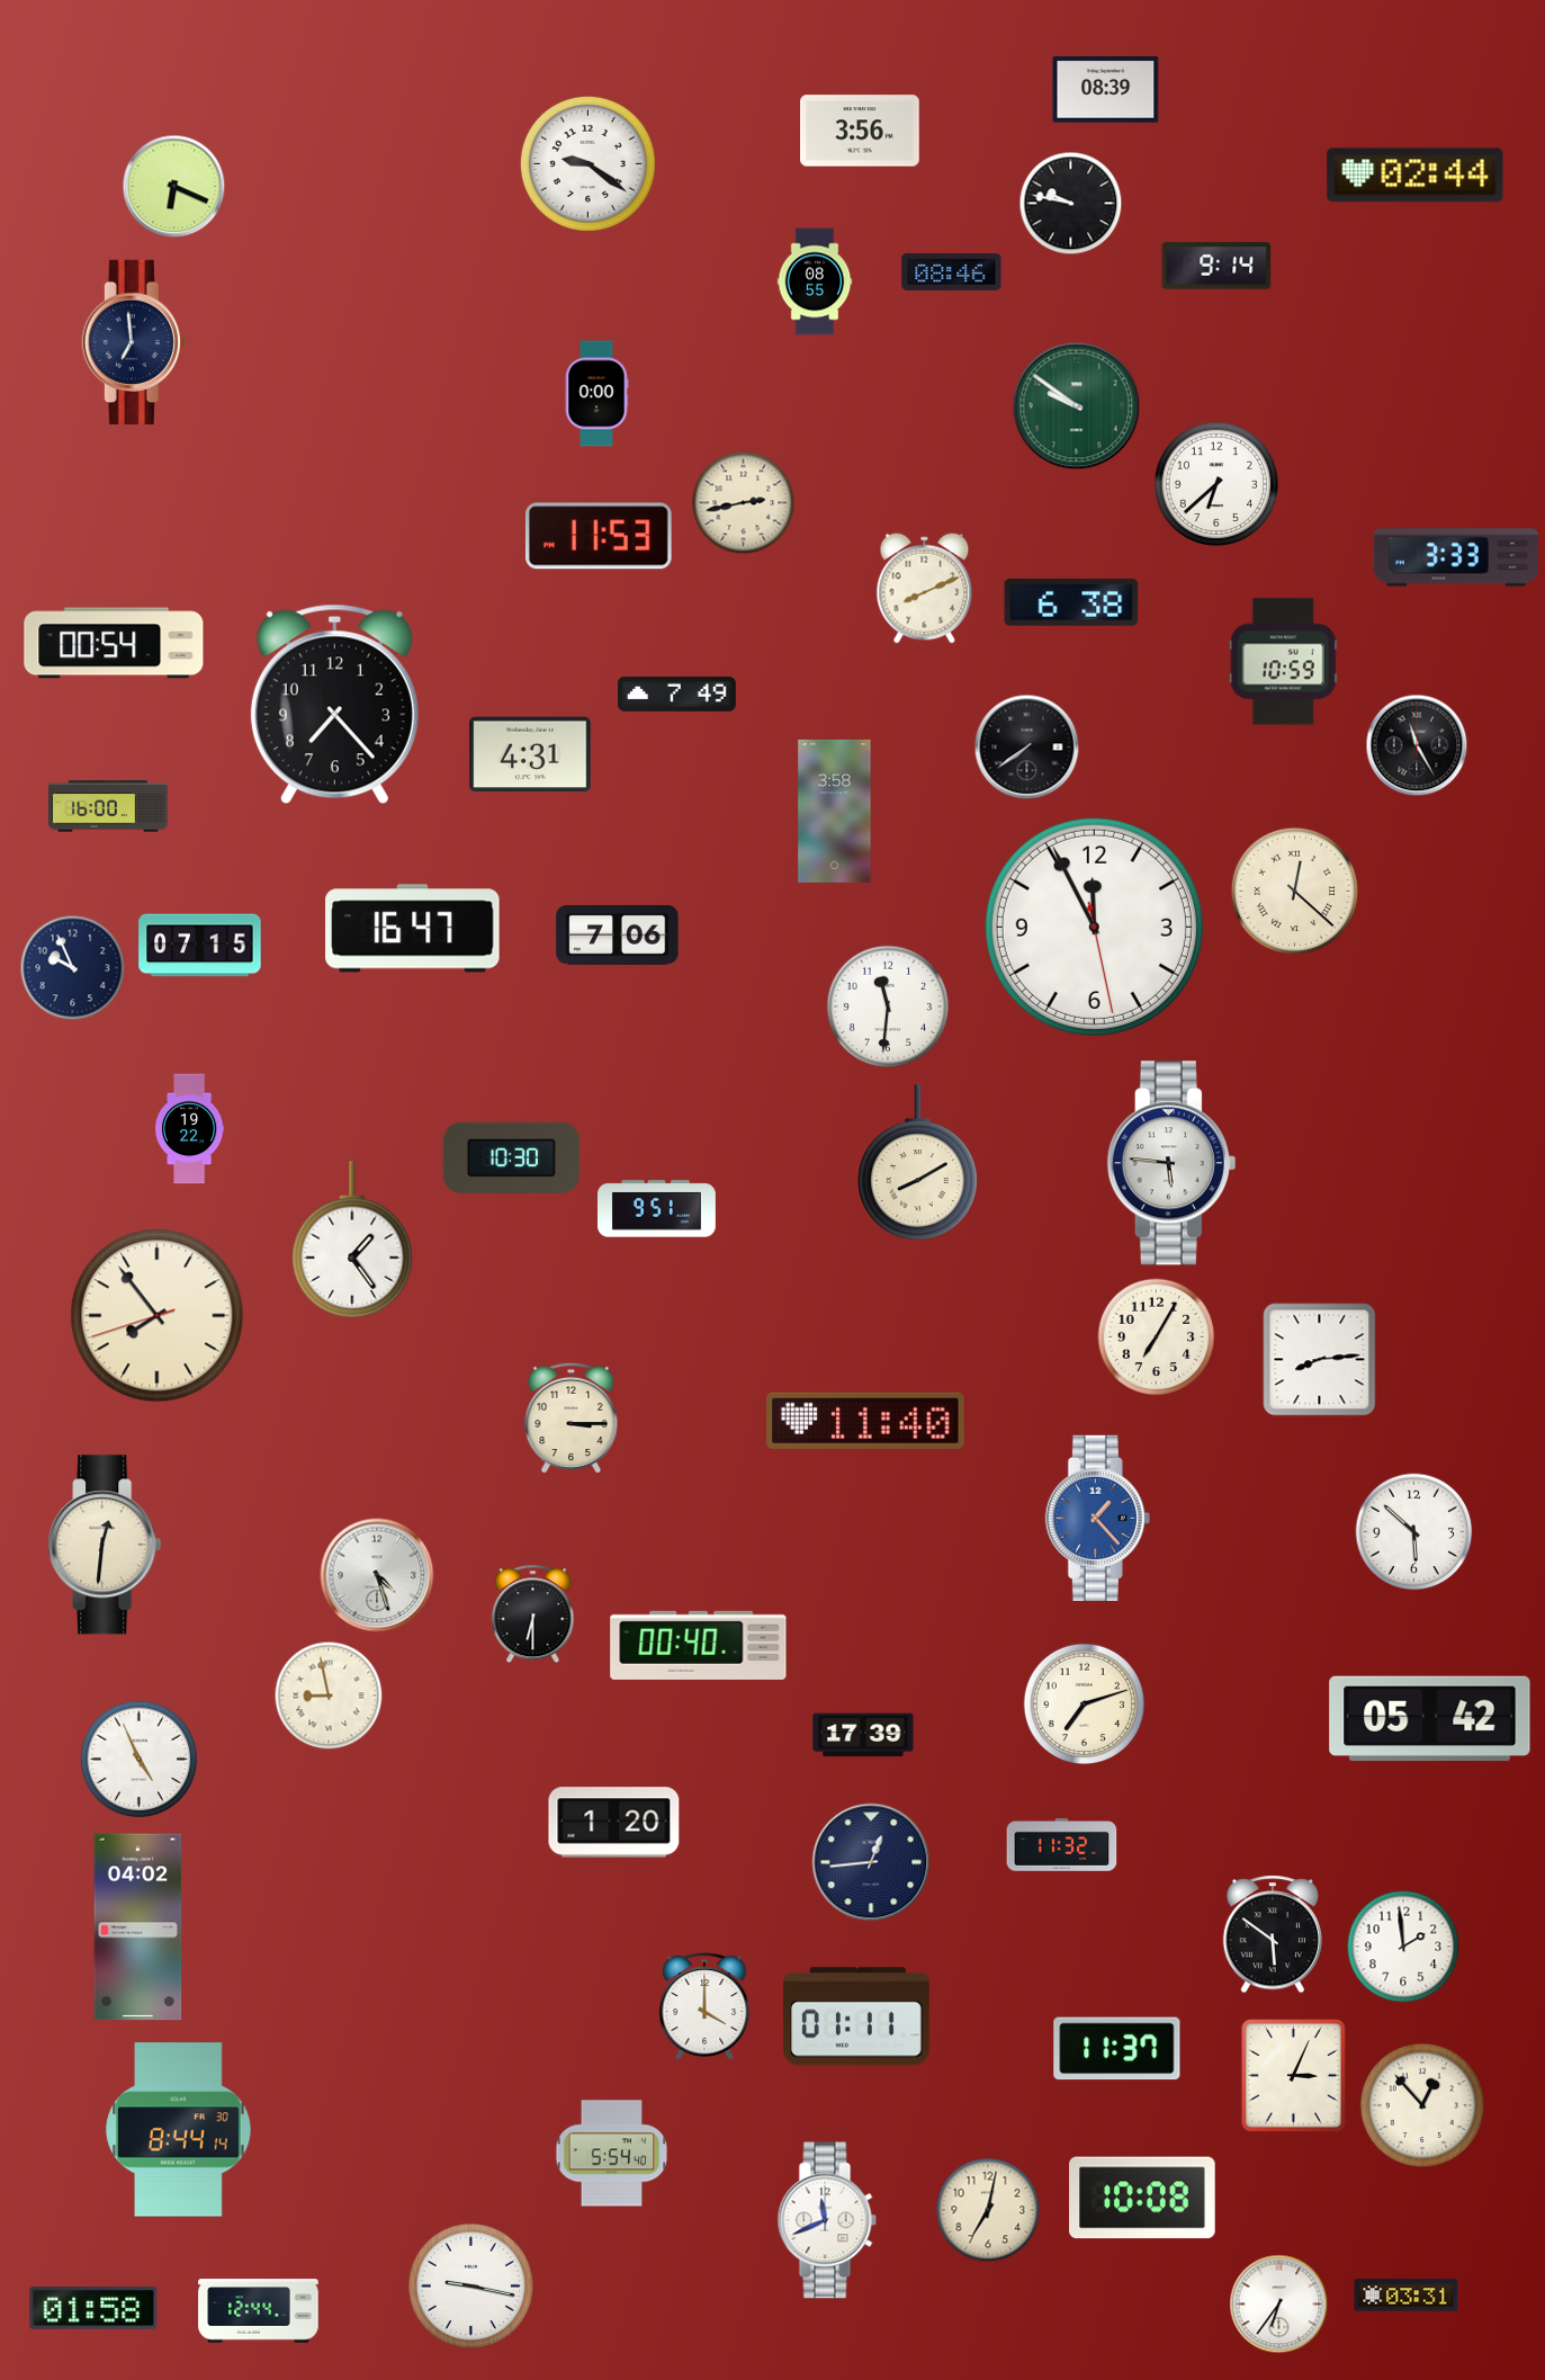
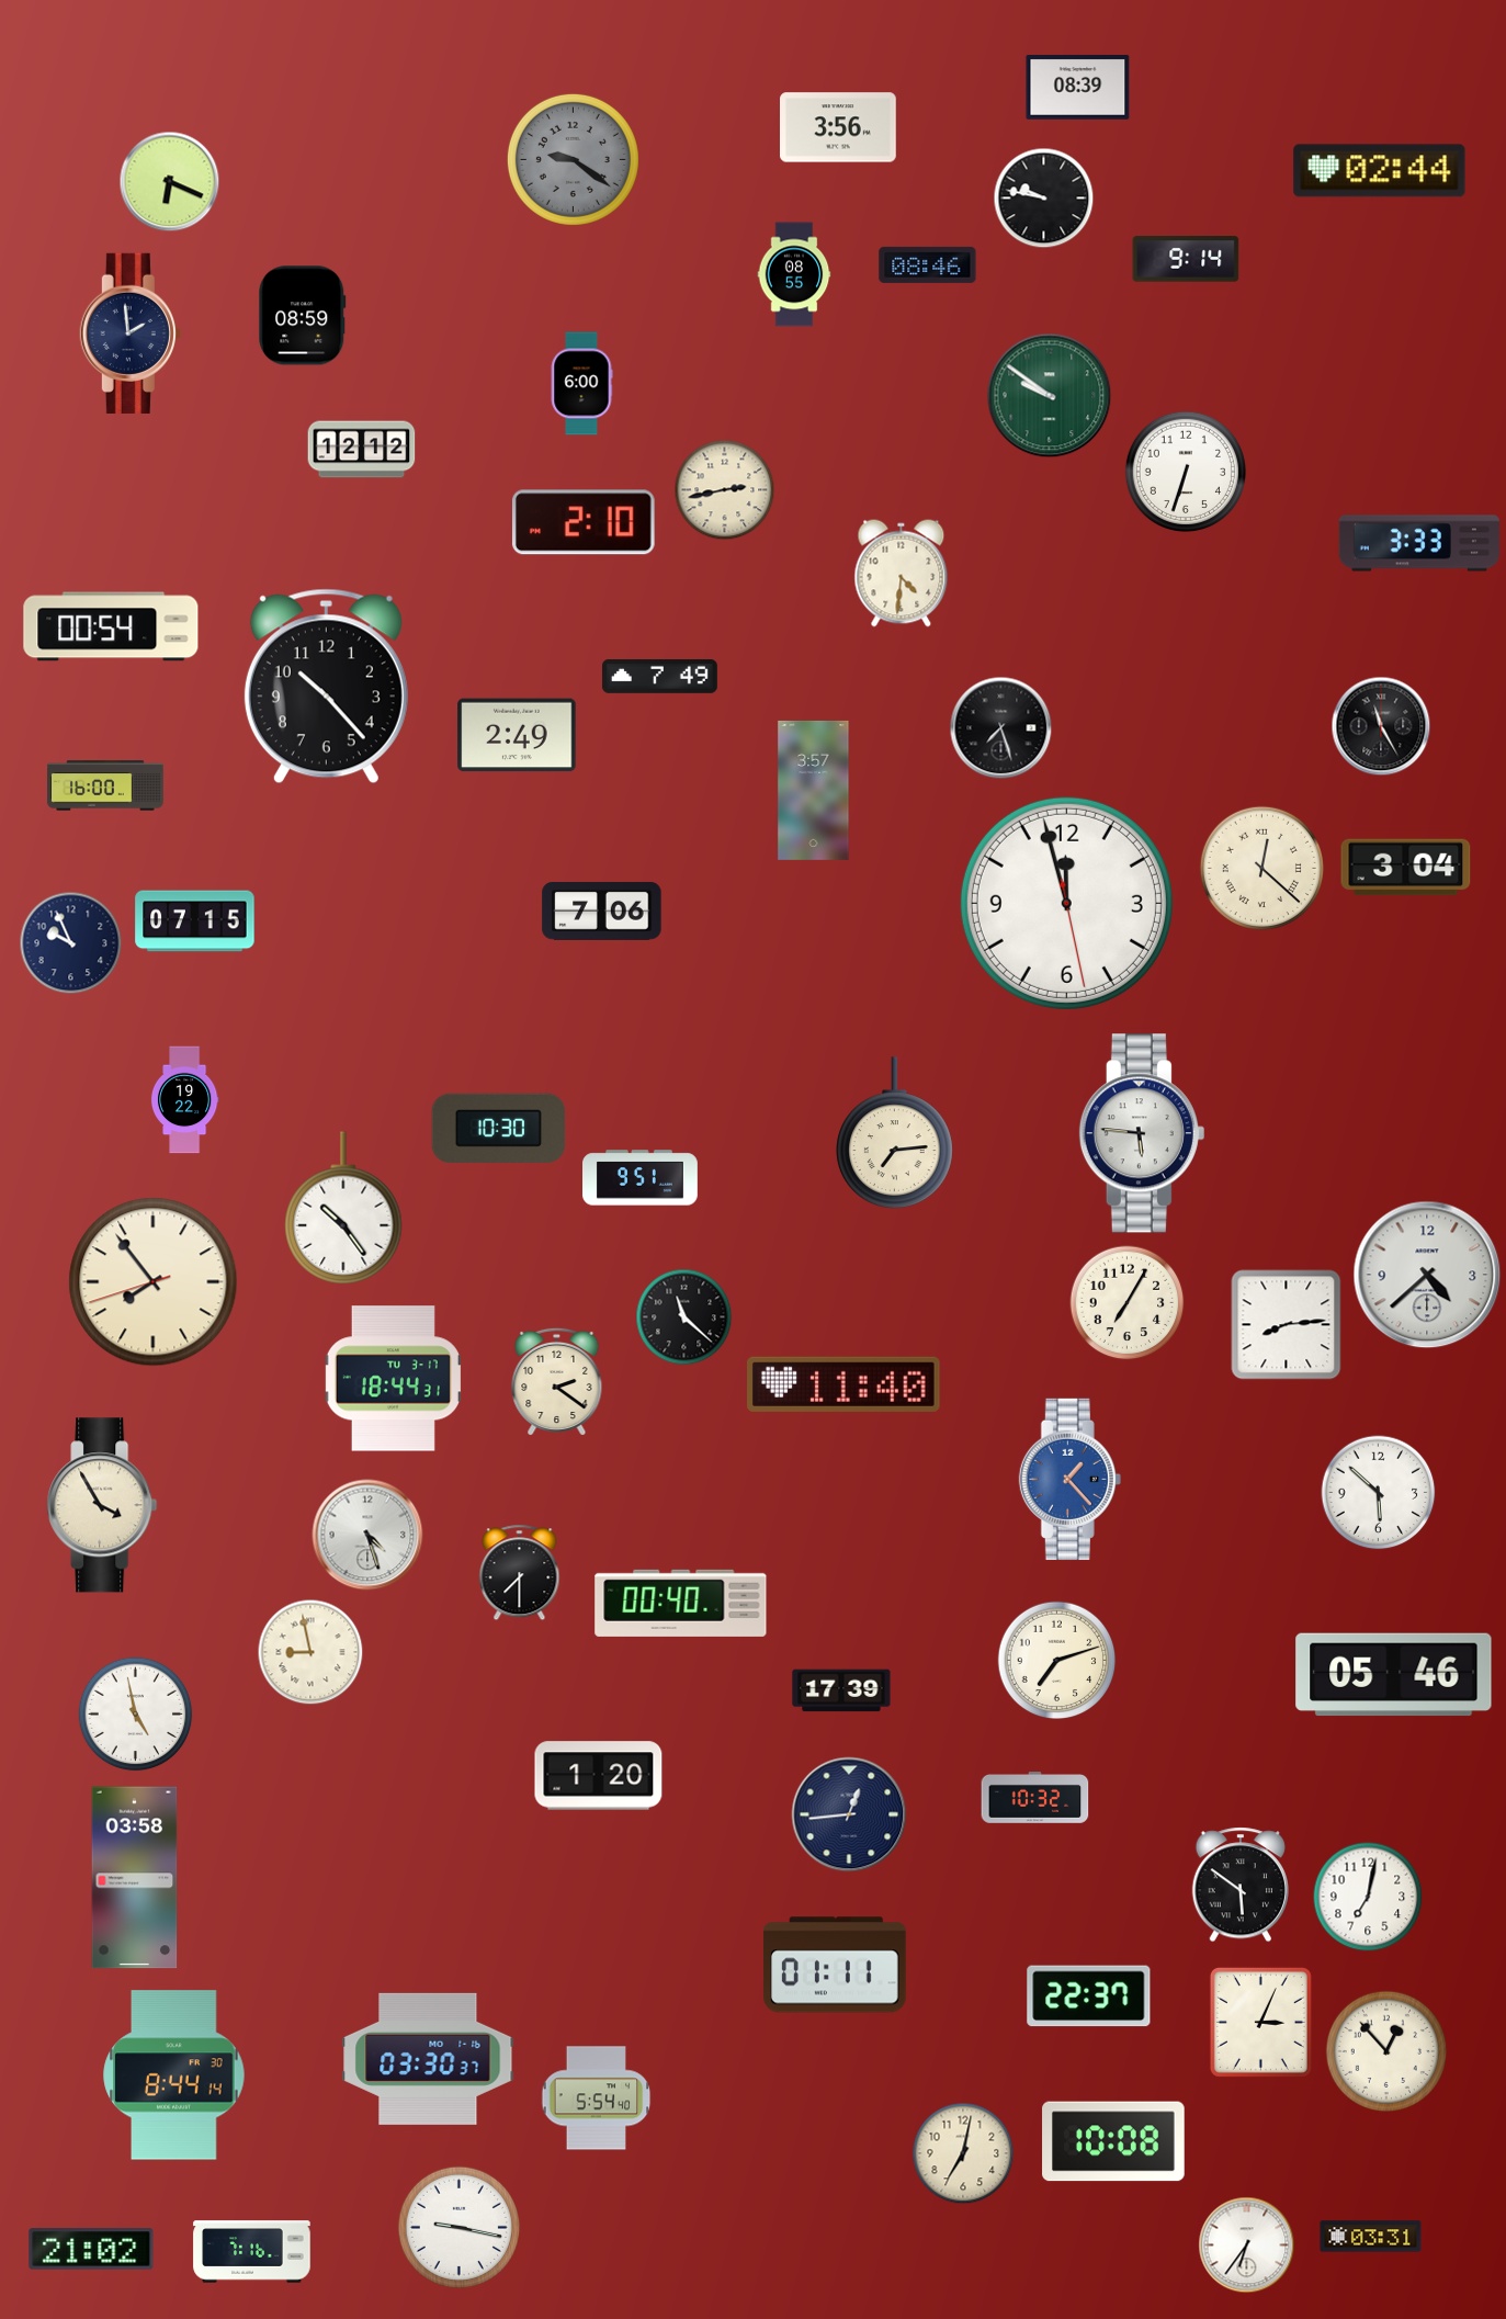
clock at (587, 163) dial: white -> grey
clock at (303, 316): none -> 08:59
clock at (134, 342): 6:59 -> 1:59
clock at (596, 394): 0:00 -> 6:00
clock at (362, 450): none -> 12:12
clock at (1215, 483): 6:38 -> 6:33
clock at (599, 536): 11:53 -> 2:10
clock at (925, 589): 8:11 -> 4:31
clock at (1071, 602): 6:38 -> none
clock at (1283, 662): 10:59 -> none
clock at (334, 705): 7:23 -> 10:23
clock at (1027, 748): 7:39 -> 7:27
clock at (530, 754): 4:31 -> 2:49
clock at (835, 811): 3:58 -> 3:57
clock at (1406, 868): none -> 3:04
clock at (1094, 927): 11:55 -> 11:57
clock at (413, 929): 16:47 -> none
clock at (888, 1006): 11:31 -> none
clock at (918, 1163): 8:10 -> 7:14
clock at (352, 1240): 1:24 -> 10:24
clock at (1427, 1275): none -> 4:38
clock at (684, 1317): none -> 11:22
clock at (393, 1379): none -> 18:44
clock at (572, 1419): 3:15 -> 2:21
clock at (105, 1545): 12:31 -> 3:55
clock at (533, 1614): 6:30 -> 7:30
clock at (329, 1695) position: (329, 1695) -> (310, 1652)
clock at (1430, 1719): 05:42 -> 05:46
clock at (140, 1760): 4:56 -> 4:58
clock at (1062, 1845): 11:32 -> 10:32
clock at (138, 1927): 04:02 -> 03:58
clock at (1403, 1947): 1:59 -> 7:02
clock at (704, 2006): 4:00 -> none
clock at (1117, 2049): 11:37 -> 22:37
clock at (428, 2059): none -> 03:30
clock at (827, 2220): 11:41 -> none
clock at (93, 2308): 01:58 -> 21:02
clock at (259, 2311): 12:44 -> 7:16
